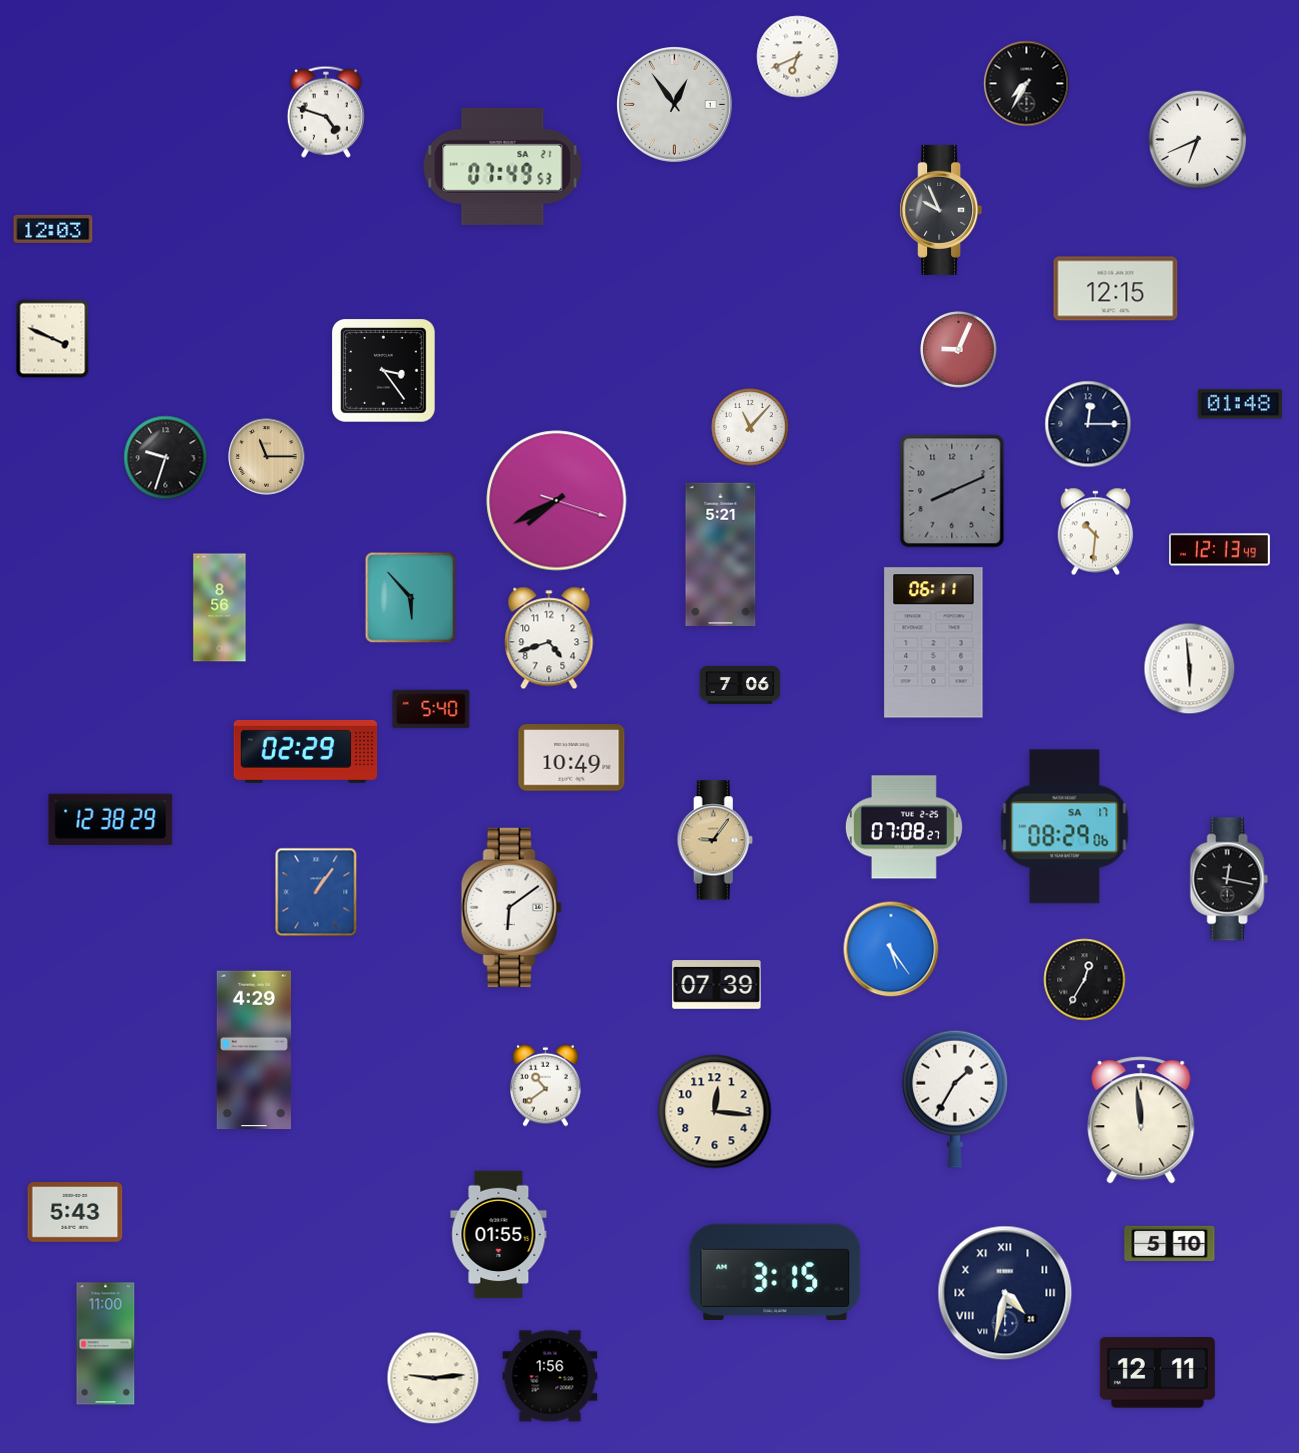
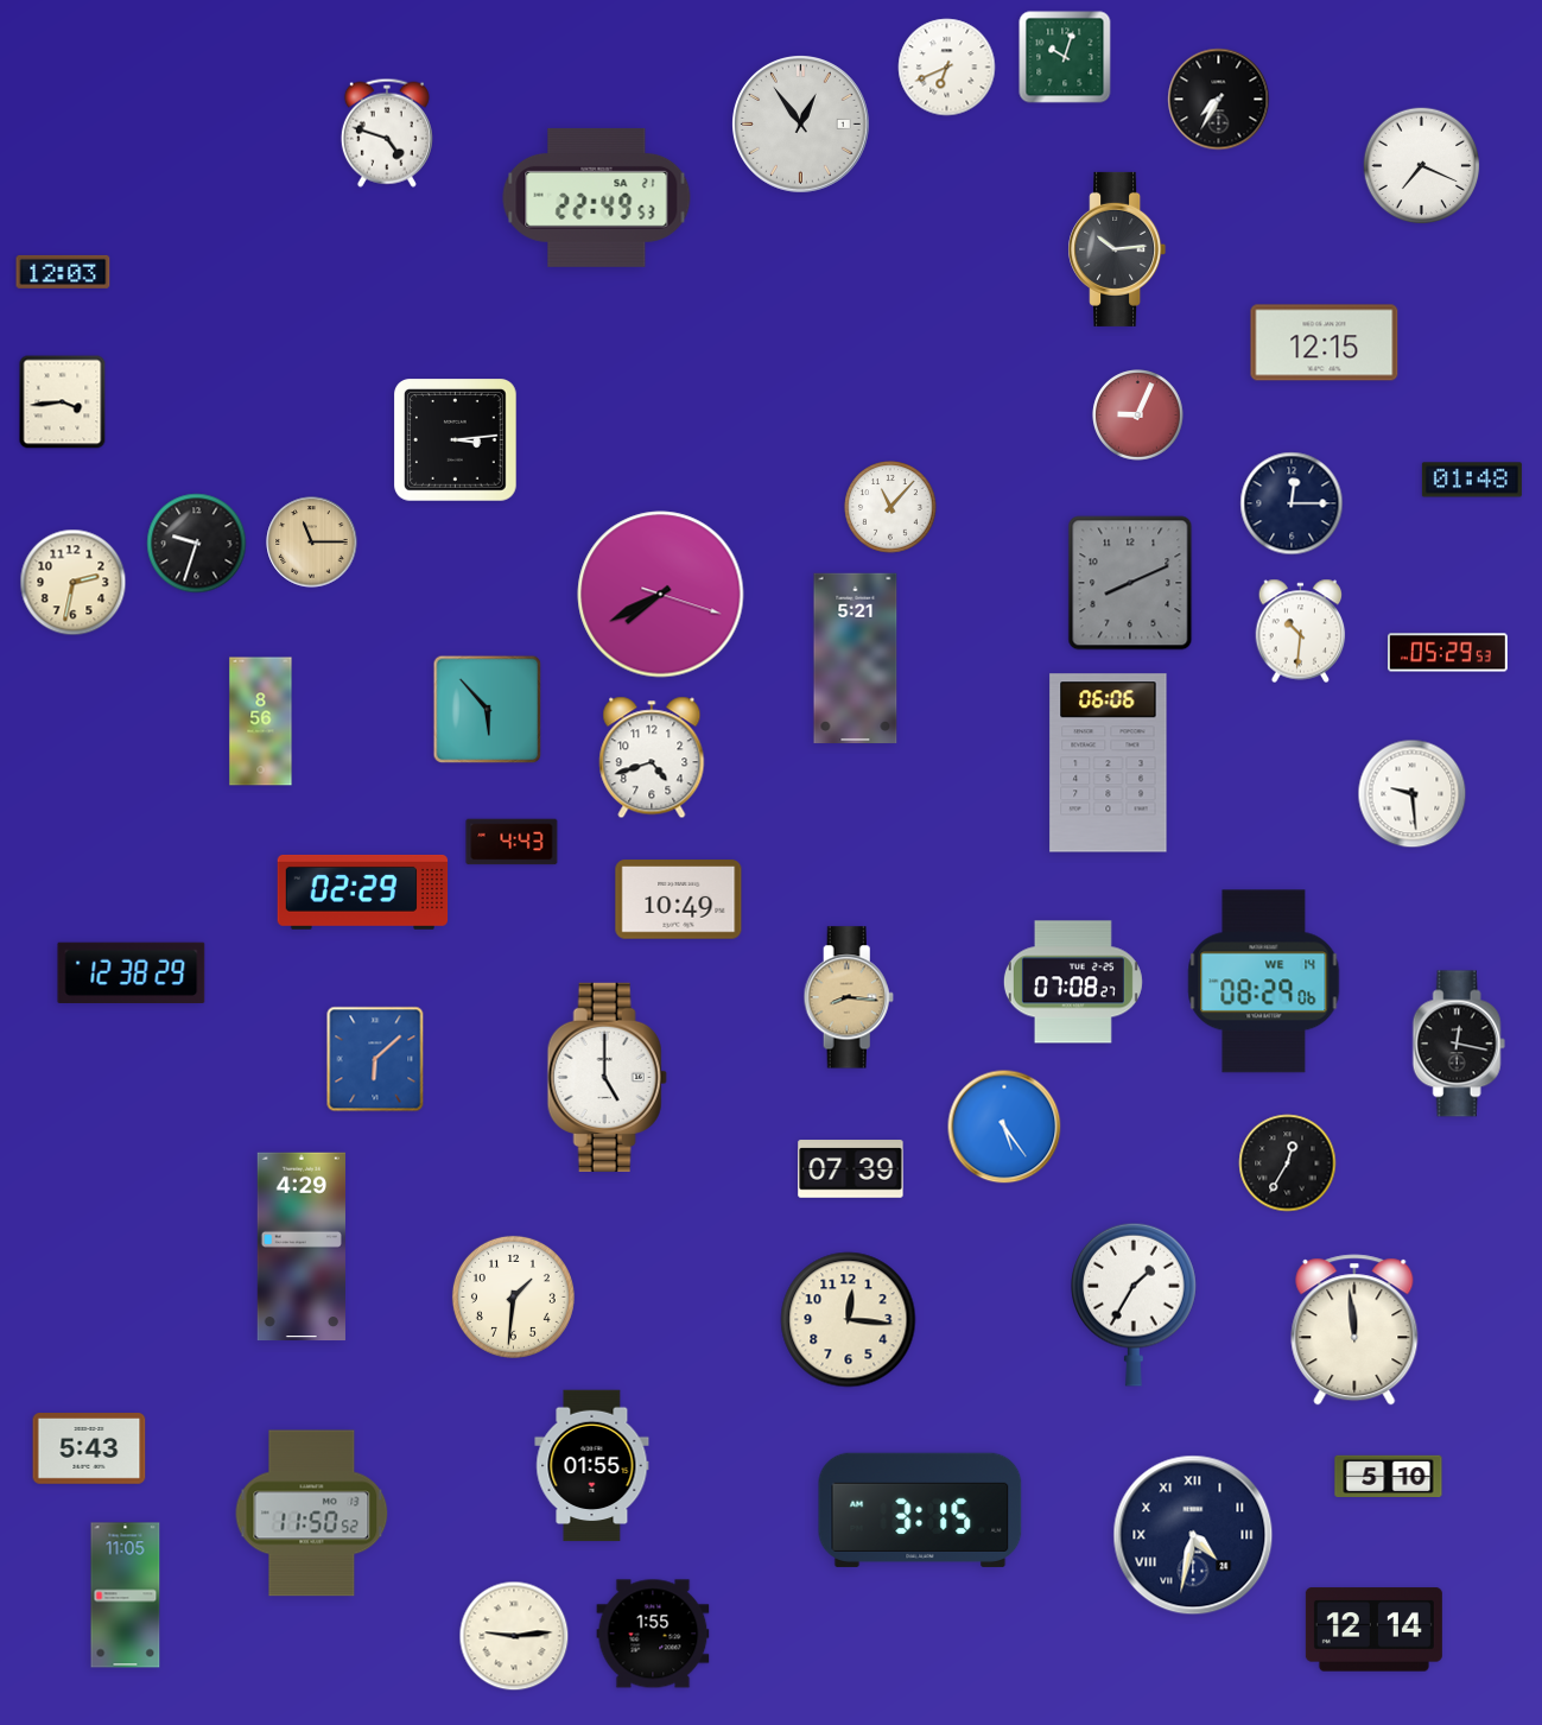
clock at (1065, 57): none -> 10:03
clock at (1198, 140): 6:41 -> 7:19
clock at (503, 166): 07:49 -> 22:49
clock at (941, 210): 9:56 -> 10:14
clock at (53, 339): 3:49 -> 3:44
clock at (384, 371): 3:24 -> 3:14
clock at (267, 457) position: (267, 457) -> (312, 543)
clock at (74, 583): none -> 2:32
clock at (1220, 550): 12:13 -> 05:29
clock at (934, 643): 06:11 -> 06:06
clock at (1190, 669): 5:59 -> 9:29
clock at (740, 685): 7:06 -> none
clock at (431, 709): 5:40 -> 4:43
clock at (1065, 827) date: SA 17 -> WE 14
clock at (715, 840): 9:06 -> 8:16
clock at (316, 892): 1:06 -> 6:08
clock at (511, 907): 6:09 -> 5:00
clock at (891, 949) position: (891, 949) -> (1004, 1127)
clock at (546, 1085): 10:39 -> none
clock at (513, 1296): none -> 1:31
clock at (75, 1213) position: (75, 1213) -> (89, 1450)
clock at (312, 1514): none -> 11:50
clock at (106, 1344): 11:00 -> 11:05
clock at (1157, 1373): 12:11 -> 12:14
clock at (550, 1376): 1:56 -> 1:55
